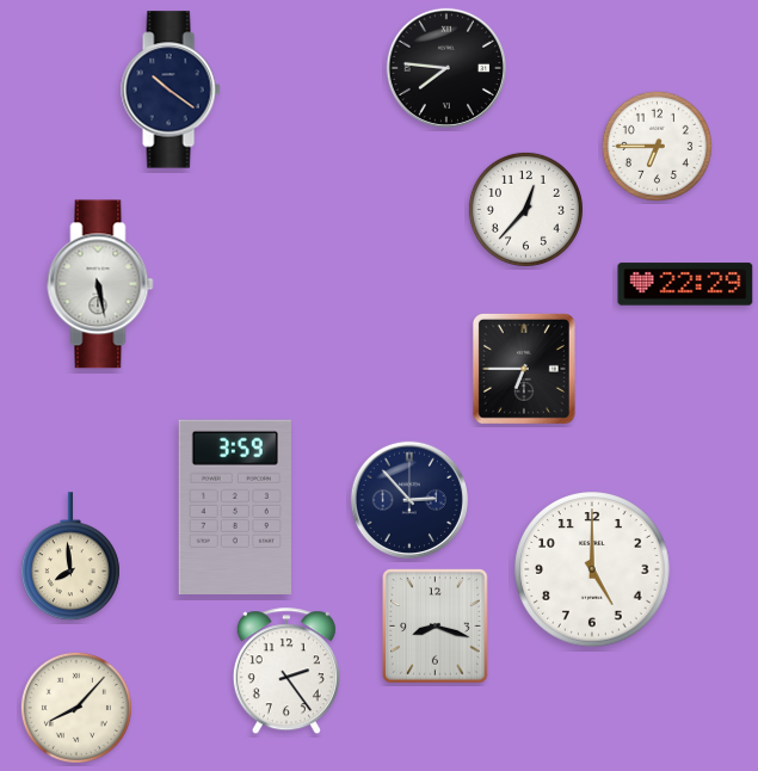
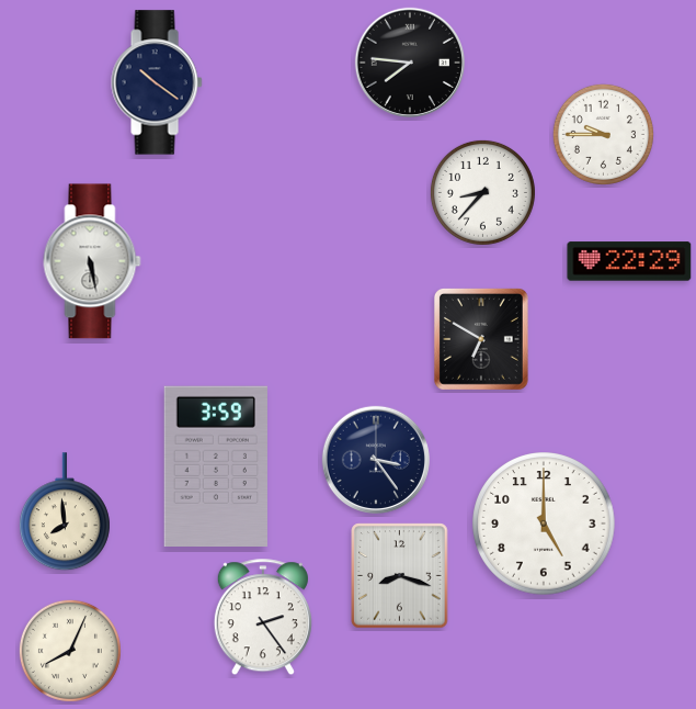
clock at (657, 146): 6:45 -> 9:45
clock at (525, 209): 12:37 -> 8:37
clock at (524, 369): 6:45 -> 6:50
clock at (409, 500): 2:53 -> 3:24
clock at (76, 708): 8:07 -> 8:04
